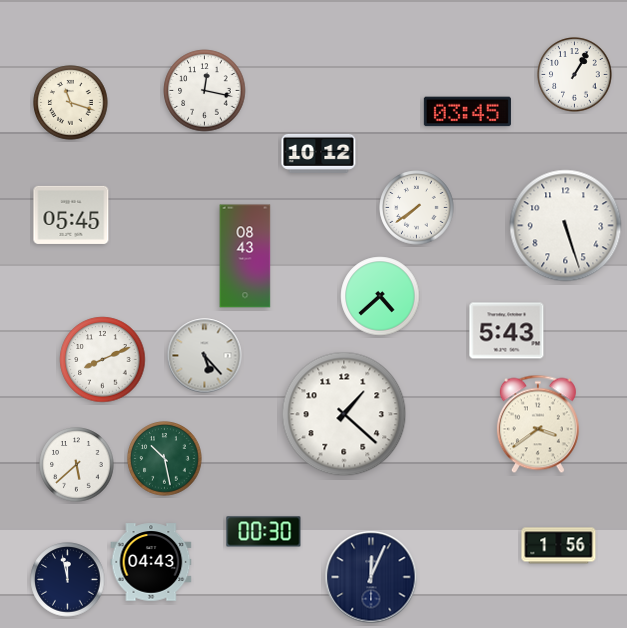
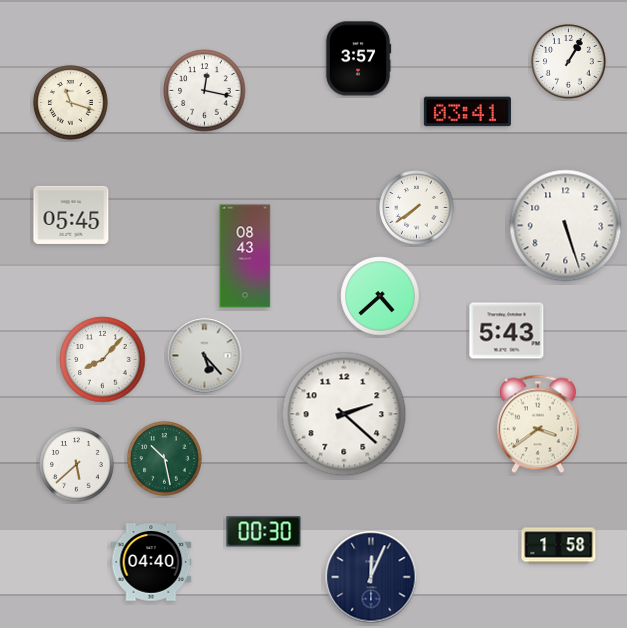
clock at (358, 59): none -> 3:57
clock at (575, 75) position: (575, 75) -> (569, 62)
clock at (467, 112): 03:45 -> 03:41
clock at (319, 153): 10:12 -> none
clock at (103, 360): 8:11 -> 8:07
clock at (344, 414): 1:22 -> 2:22
clock at (559, 546): 1:56 -> 1:58
clock at (151, 562): 04:43 -> 04:40
clock at (68, 580): 11:58 -> none
